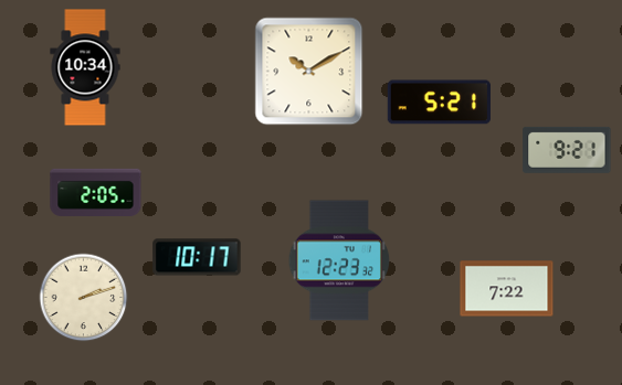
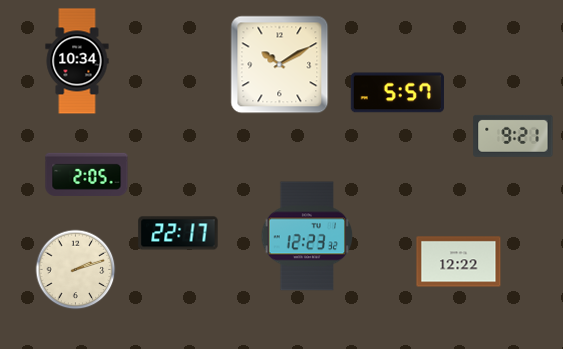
clock at (439, 103): 5:21 -> 5:57
clock at (197, 257): 10:17 -> 22:17
clock at (507, 289): 7:22 -> 12:22
